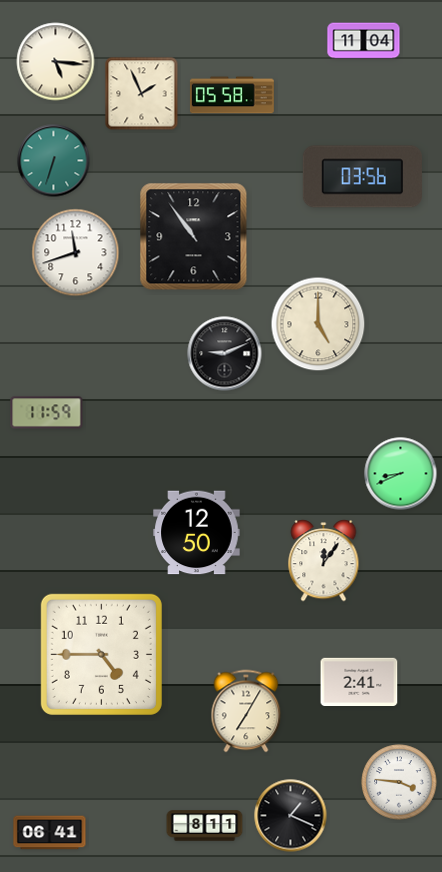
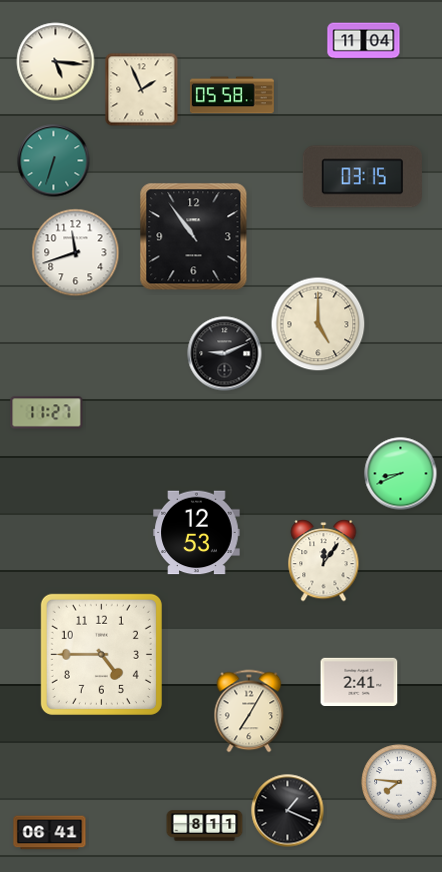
clock at (142, 94) position: (142, 94) -> (142, 90)
clock at (362, 177): 03:56 -> 03:15
clock at (47, 413): 11:59 -> 11:27
clock at (197, 533): 12:50 -> 12:53
clock at (246, 711) position: (246, 711) -> (249, 711)
clock at (399, 782): 3:46 -> 7:46
clock at (291, 816) position: (291, 816) -> (288, 811)
